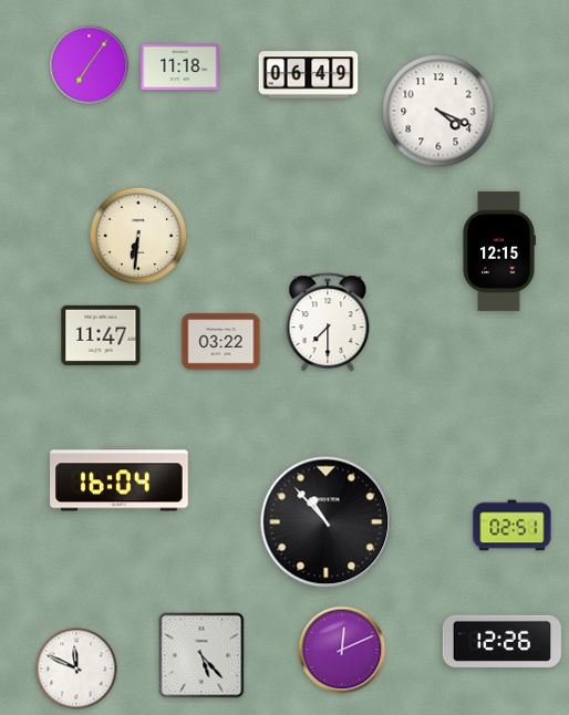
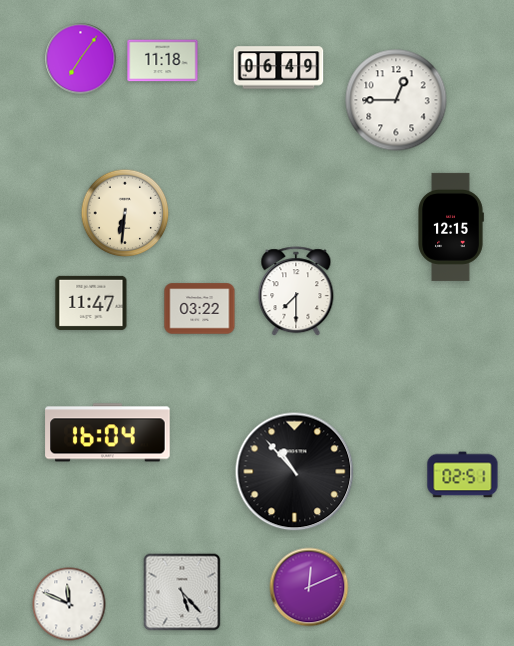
clock at (438, 111): 4:19 -> 12:45
clock at (501, 641): 12:26 -> none
